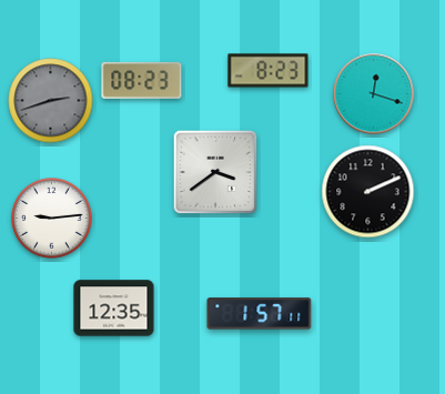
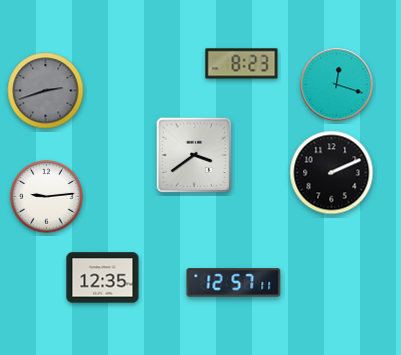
clock at (142, 80): 08:23 -> none
clock at (260, 314): 1:57 -> 12:57
